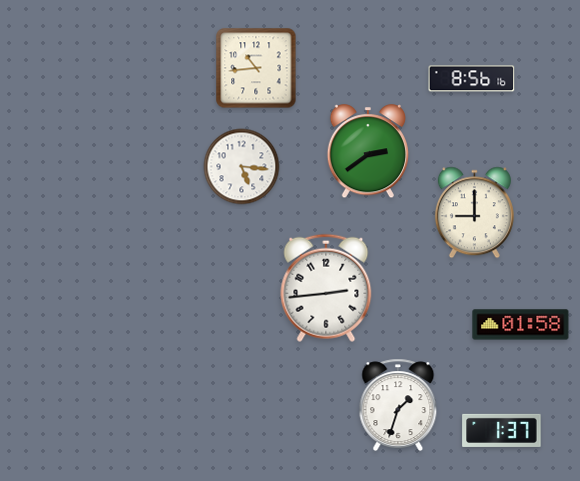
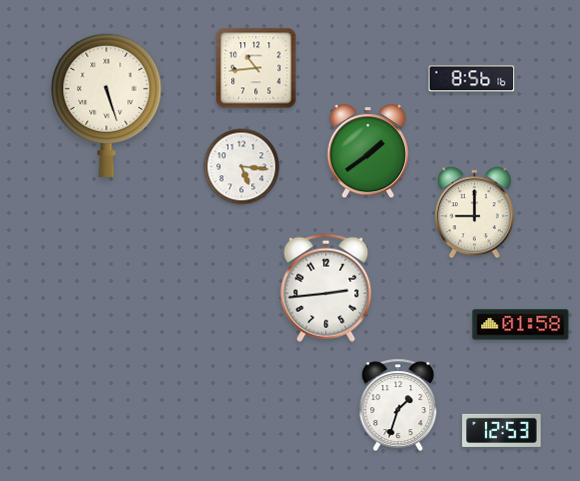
clock at (107, 104): none -> 5:27
clock at (368, 152): 2:39 -> 1:39
clock at (502, 430): 1:37 -> 12:53
